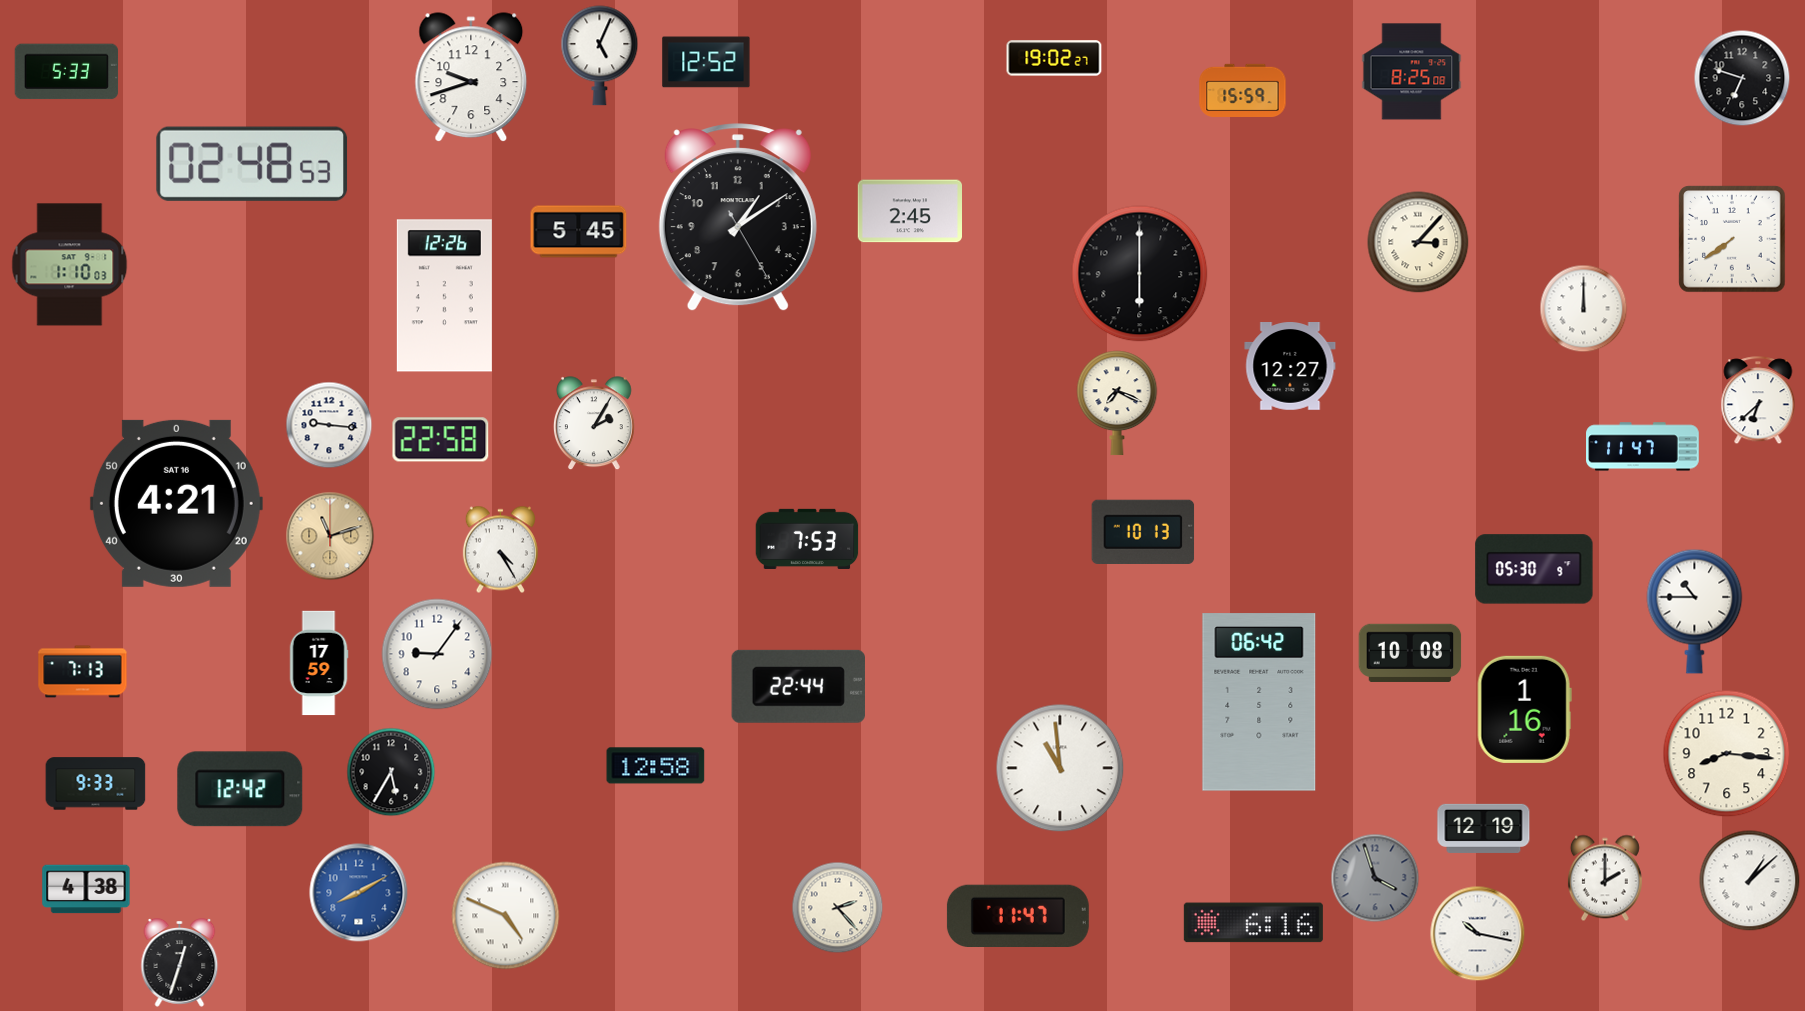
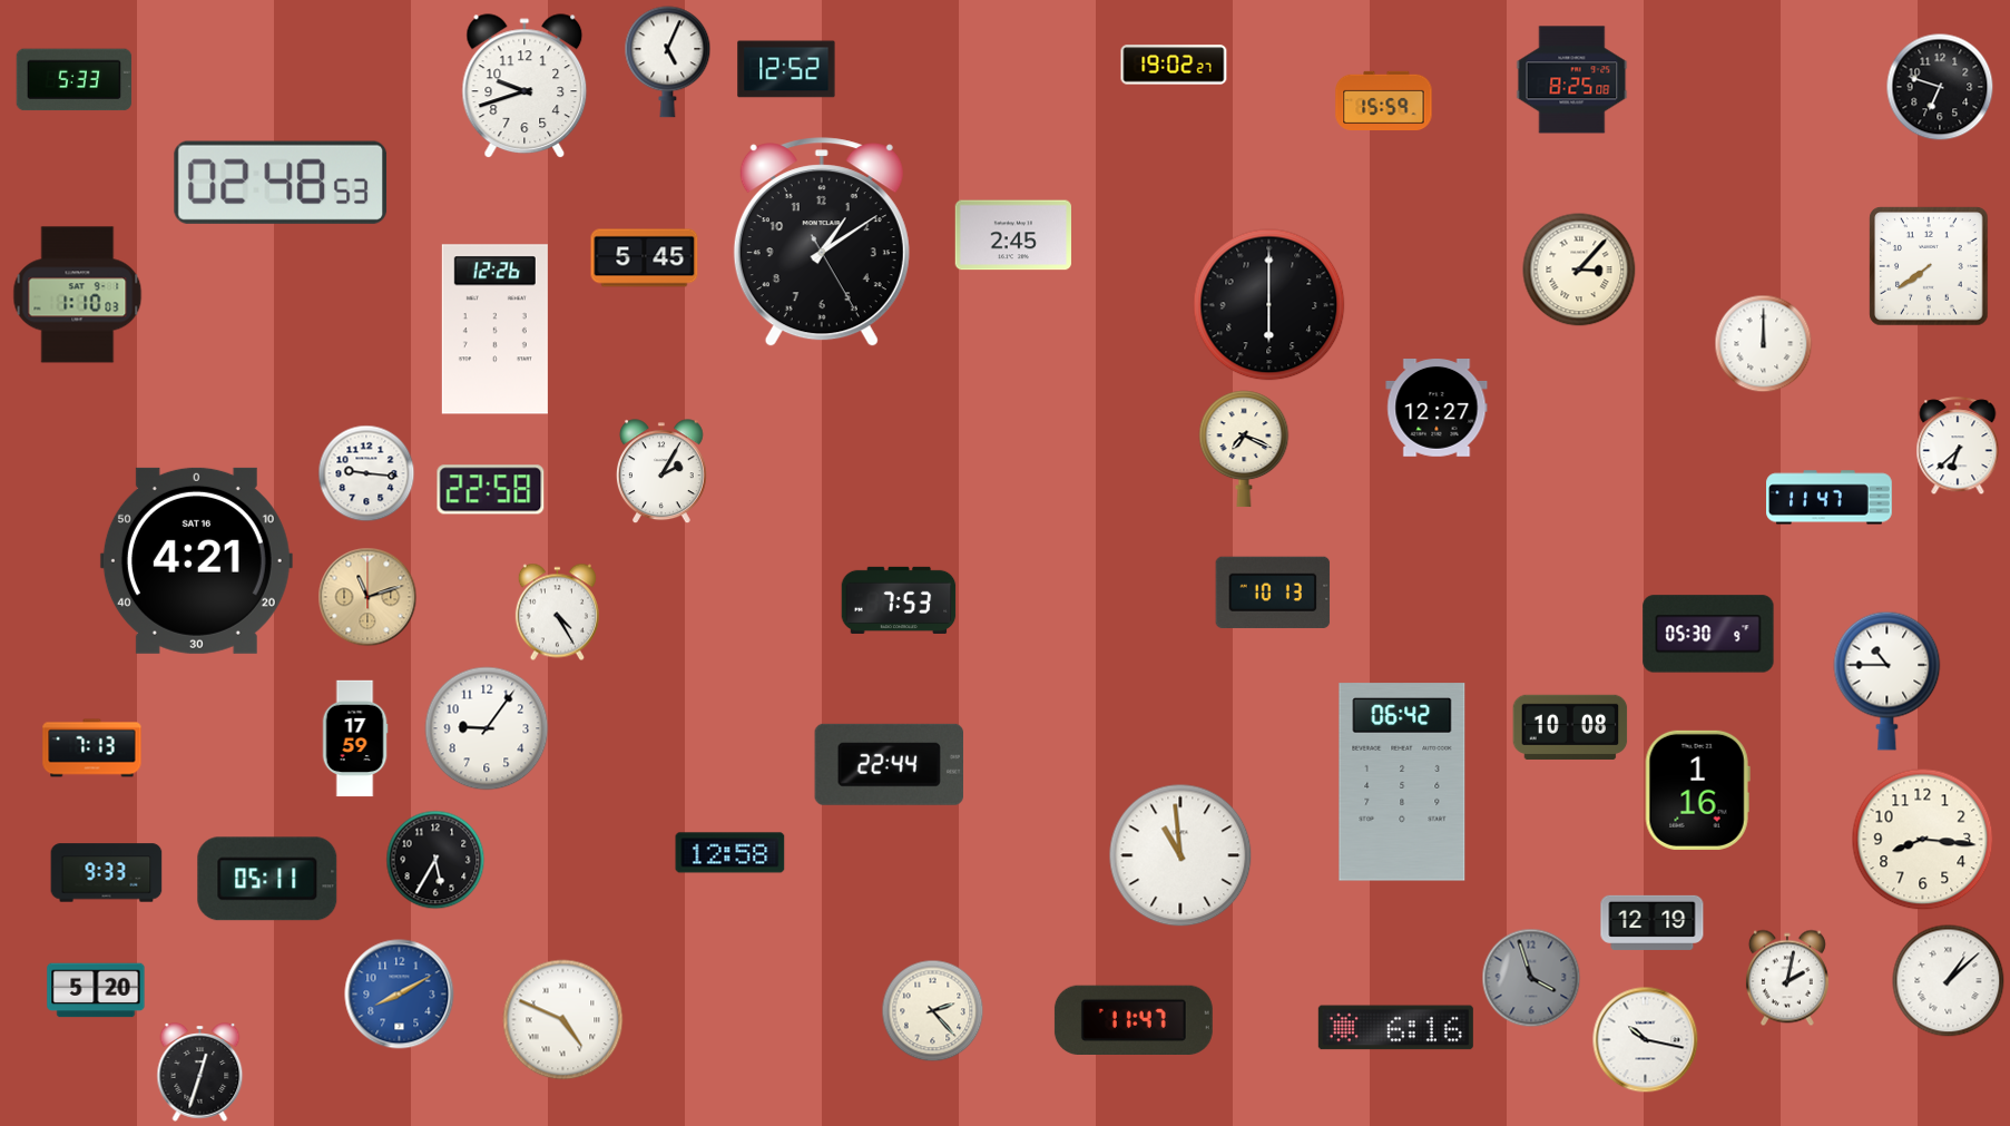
clock at (240, 789): 12:42 -> 05:11
clock at (1605, 878): 2:00 -> 2:02
clock at (86, 889): 4:38 -> 5:20
